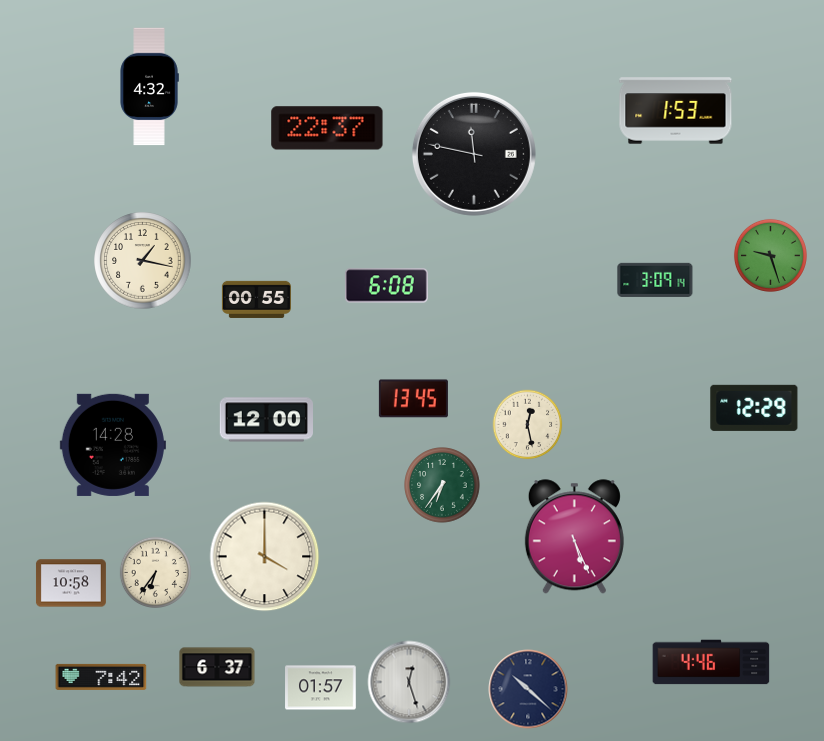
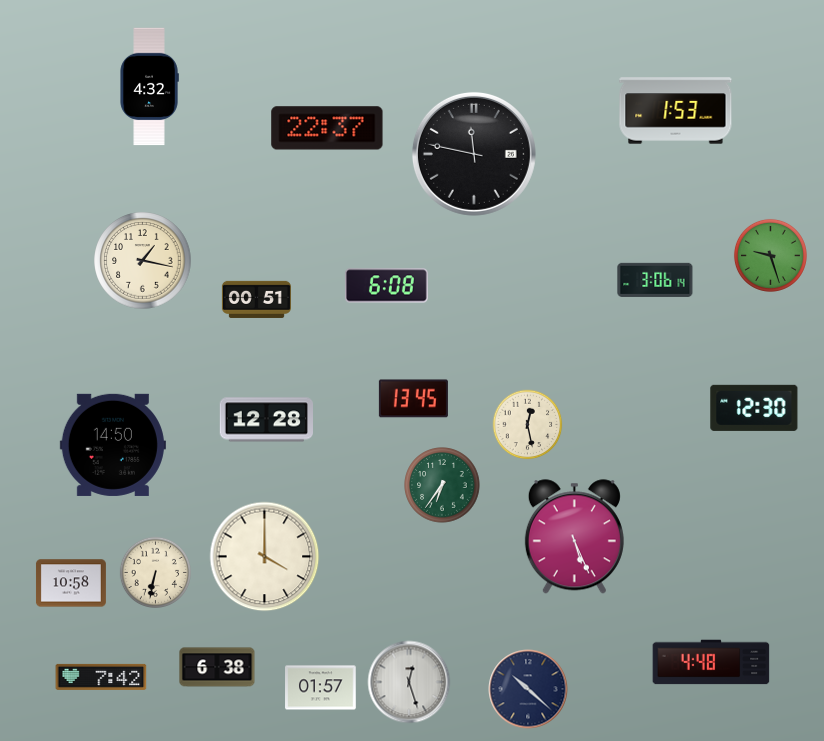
clock at (655, 280): 3:09 -> 3:06
clock at (256, 299): 00:55 -> 00:51
clock at (754, 408): 12:29 -> 12:30
clock at (266, 420): 12:00 -> 12:28
clock at (113, 445): 14:28 -> 14:50
clock at (155, 572): 6:36 -> 6:32
clock at (711, 662): 4:46 -> 4:48
clock at (217, 667): 6:37 -> 6:38
